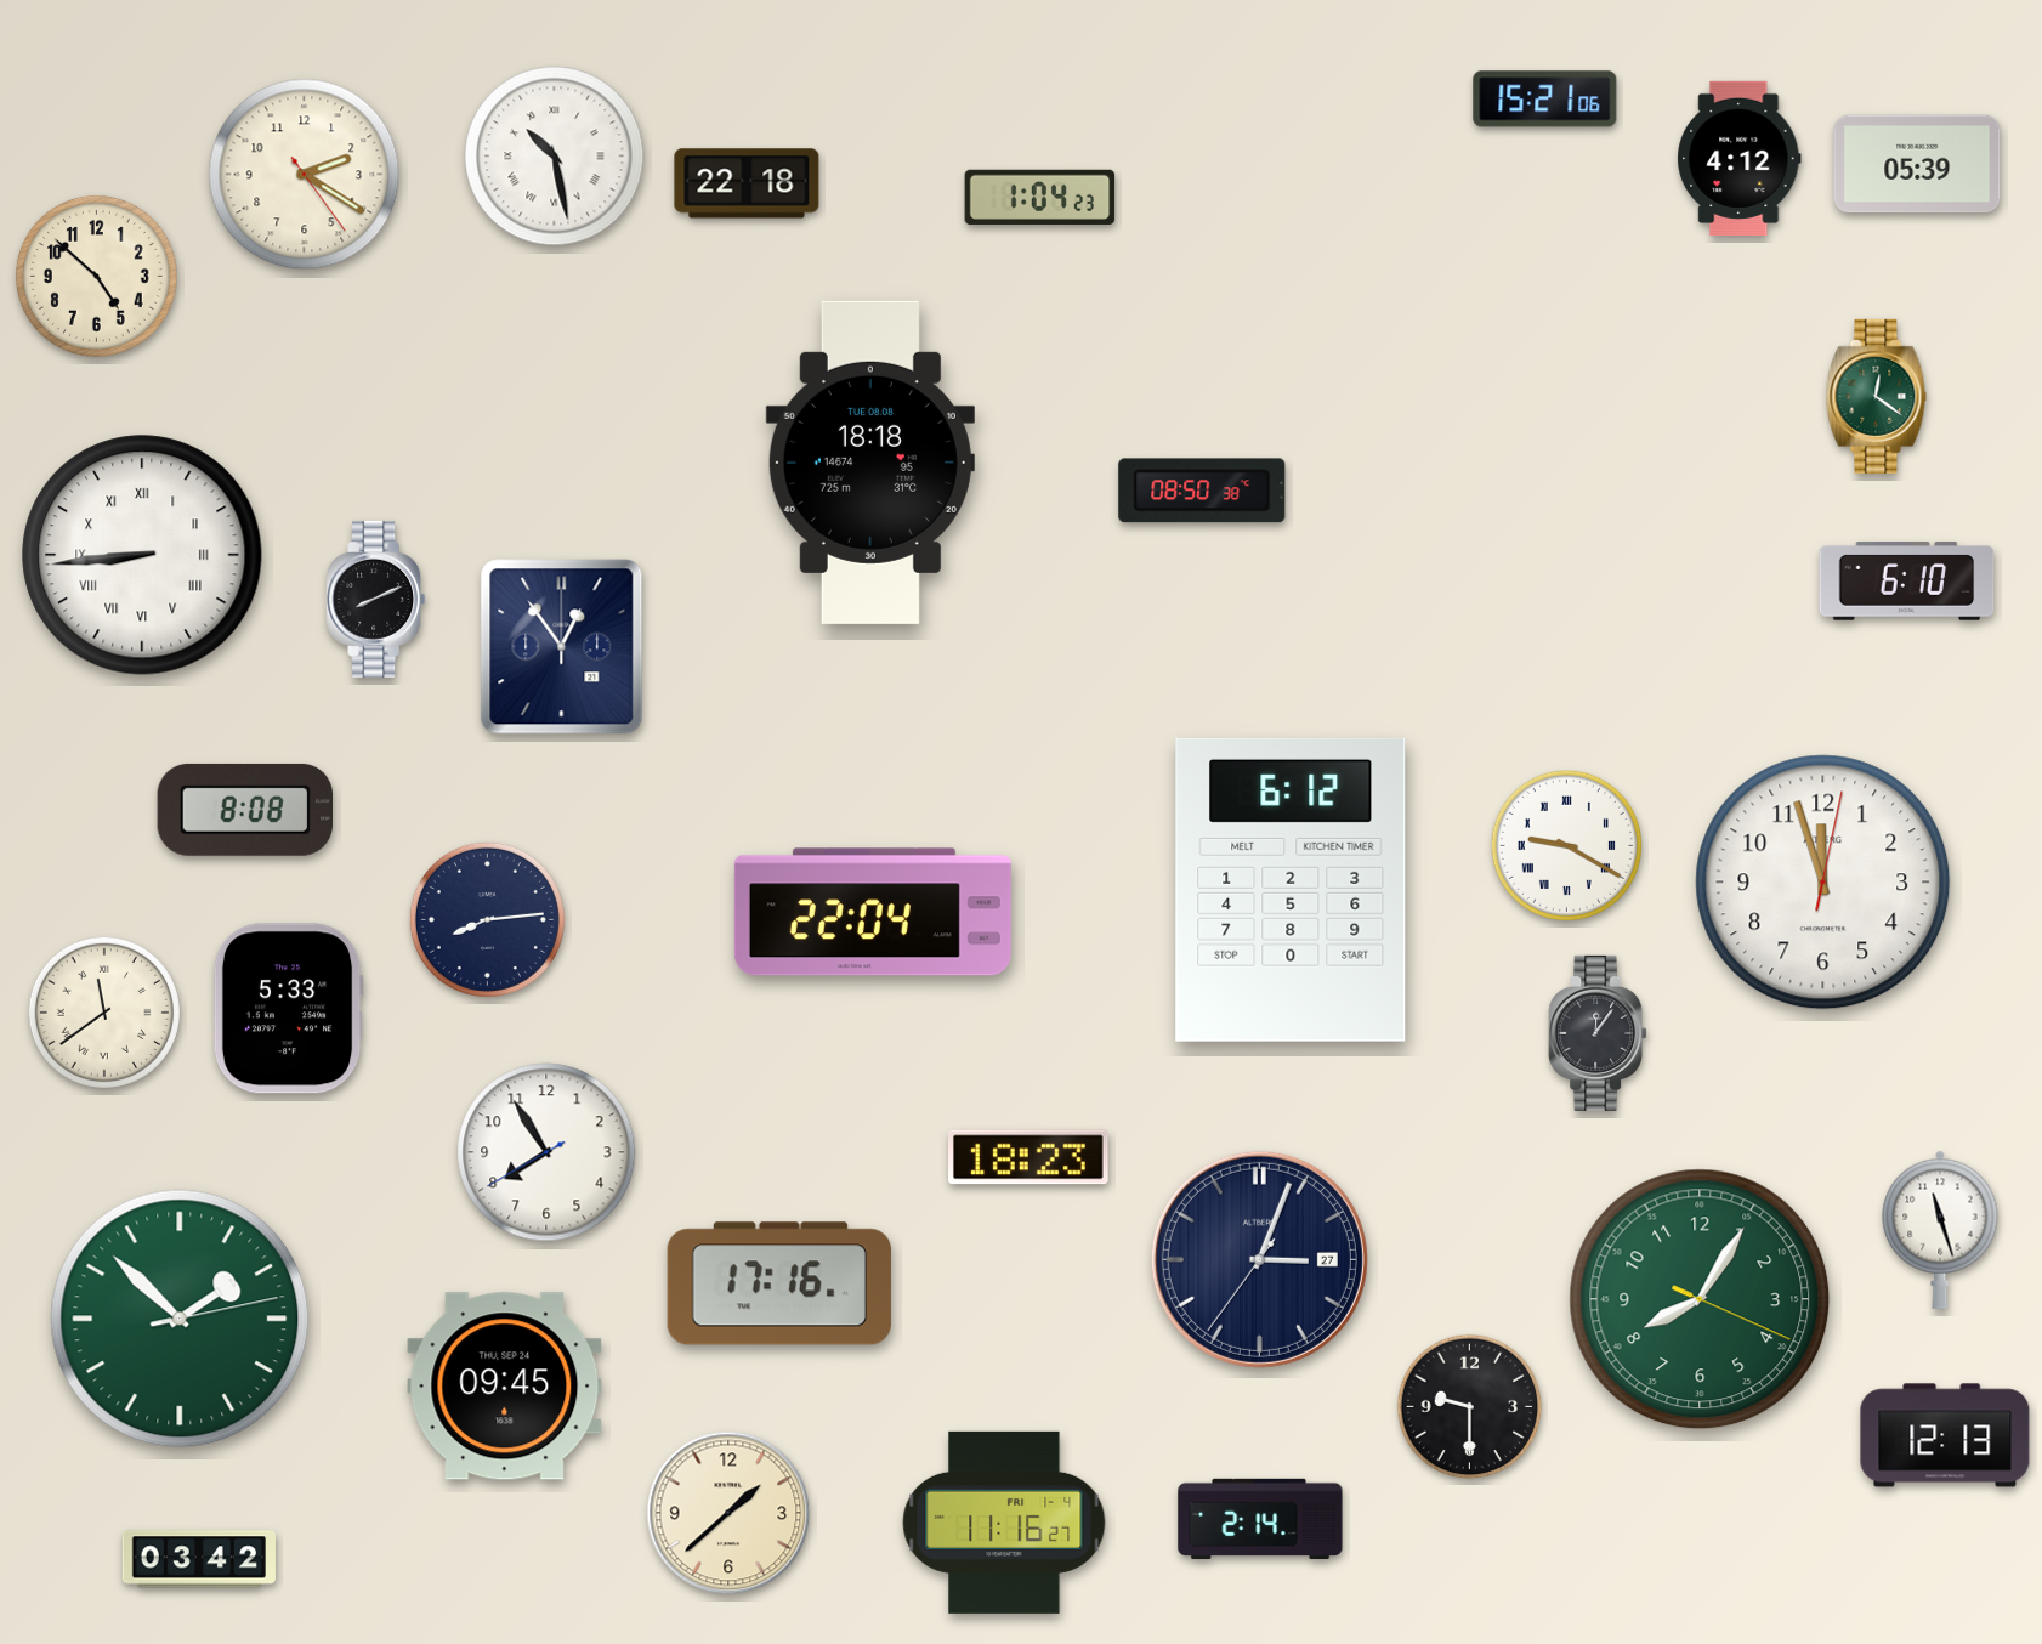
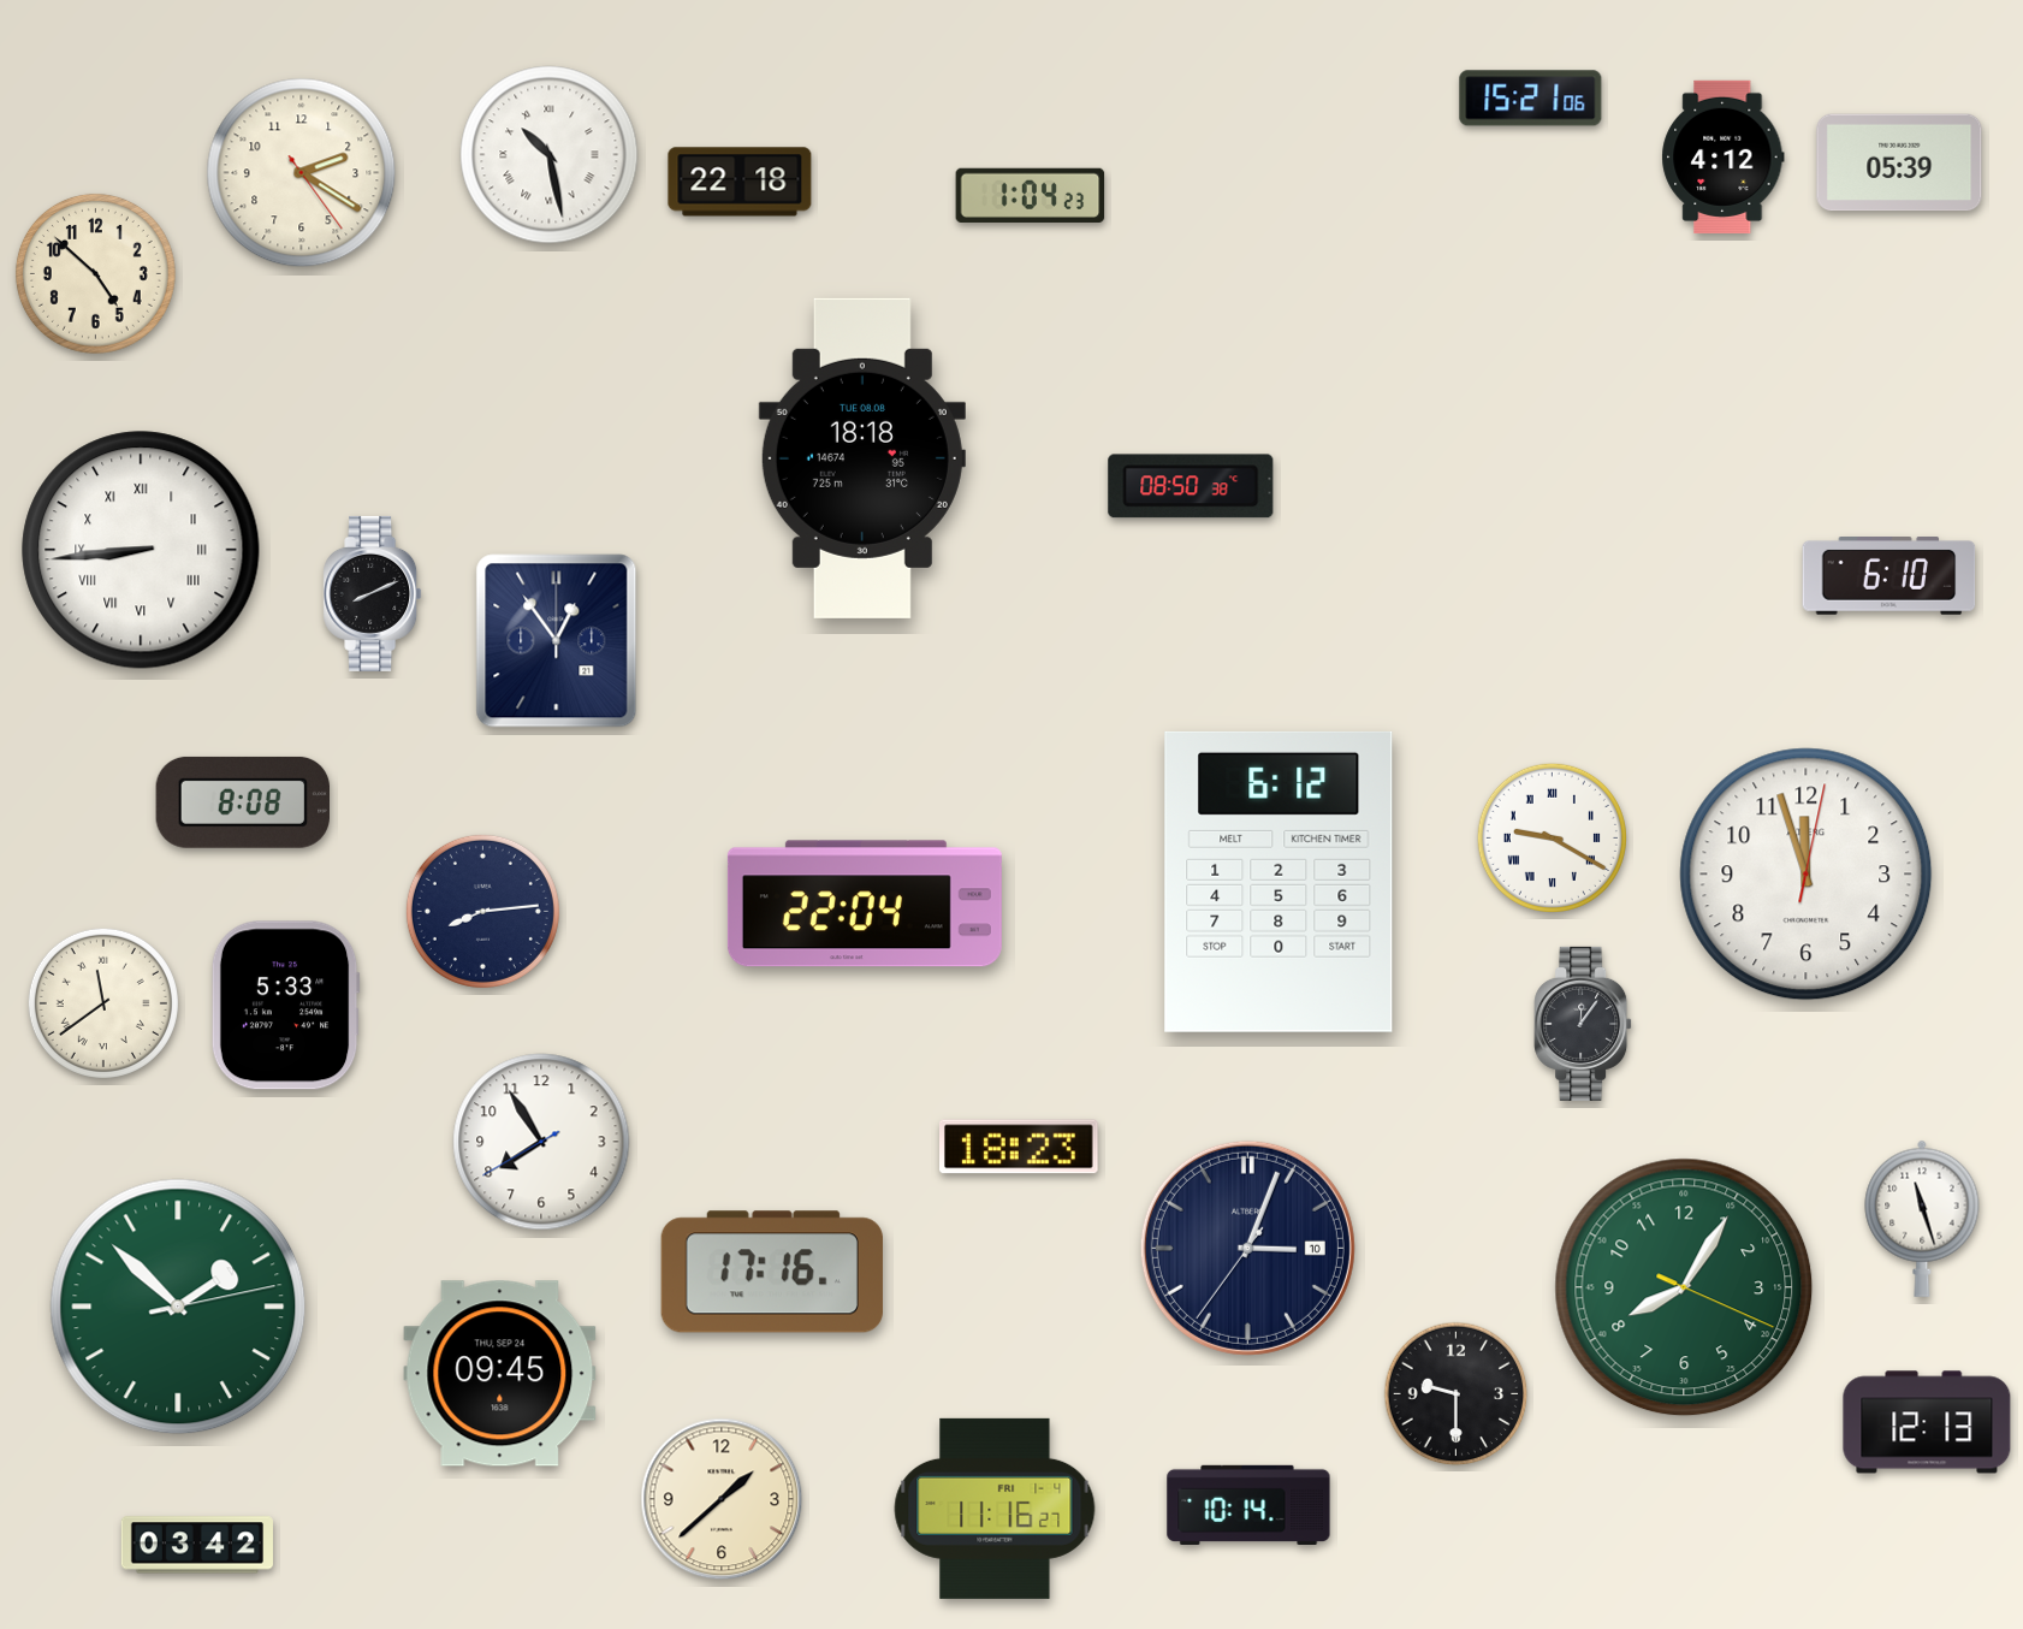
clock at (1877, 396): 12:21 -> none
clock at (288, 1009) position: (288, 1009) -> (285, 1006)
clock at (1259, 1259) date: 27 -> 10
clock at (1260, 1518): 2:14 -> 10:14
